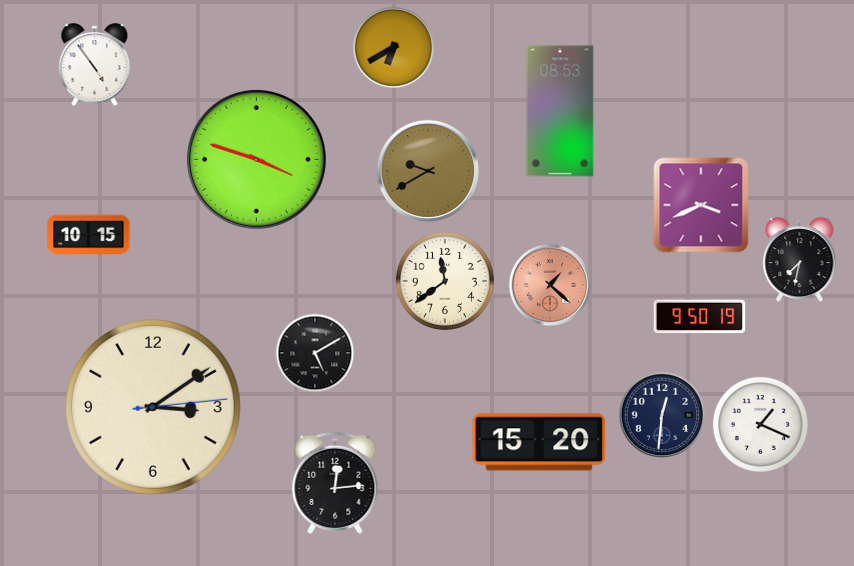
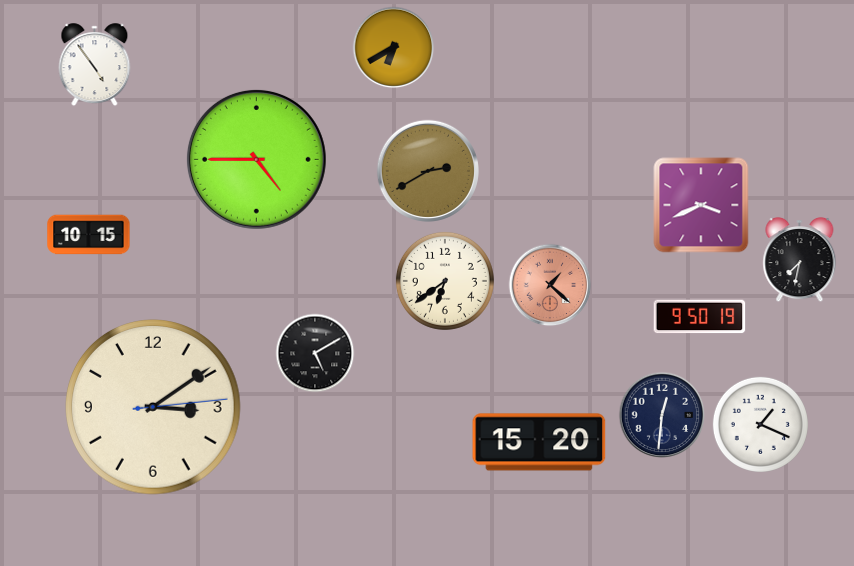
clock at (560, 111): 08:53 -> none
clock at (256, 159): 3:48 -> 4:45
clock at (428, 171): 9:40 -> 2:40
clock at (445, 281): 11:39 -> 6:39
clock at (335, 482): 12:14 -> none
